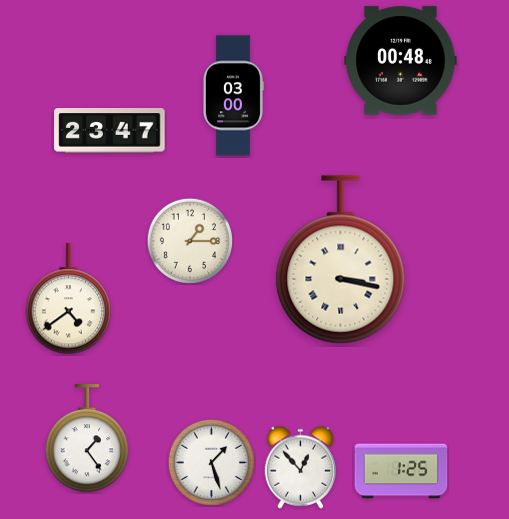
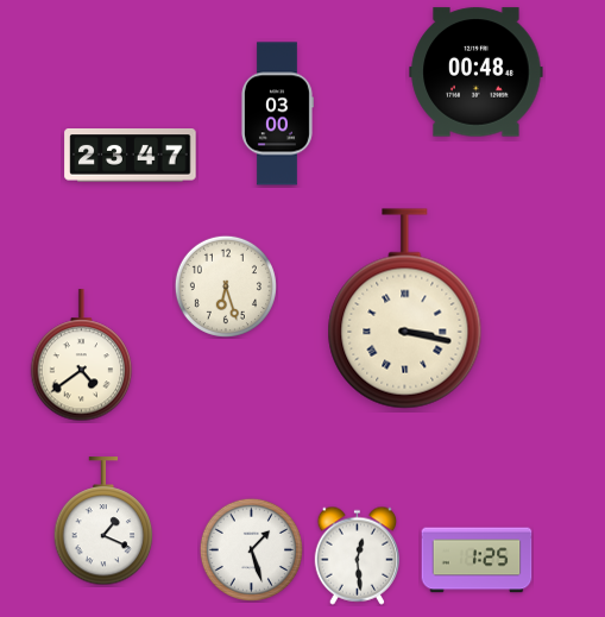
clock at (190, 241): 1:15 -> 6:27
clock at (87, 439): 1:24 -> 1:19
clock at (301, 467): 12:53 -> 12:29
